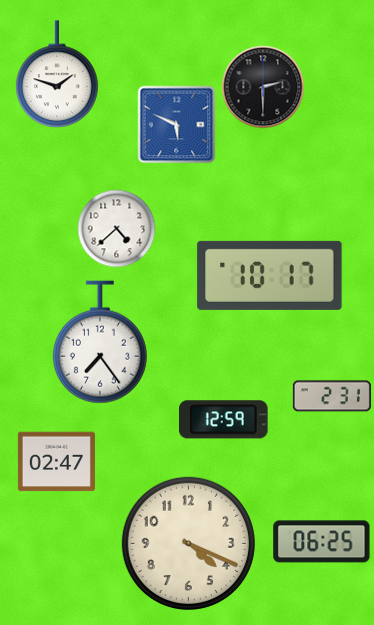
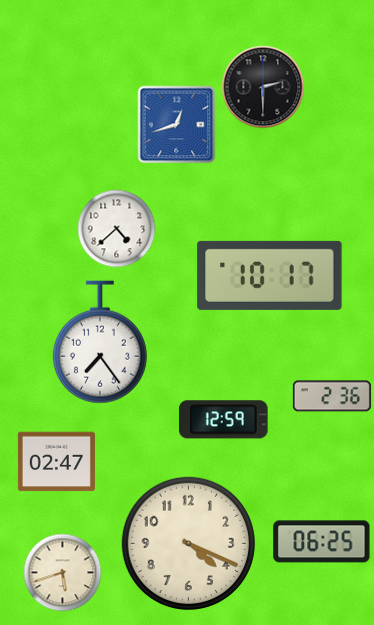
clock at (57, 74): 1:48 -> none
clock at (176, 124): 5:49 -> 12:42
clock at (332, 396): 2:31 -> 2:36
clock at (62, 572): none -> 5:42
